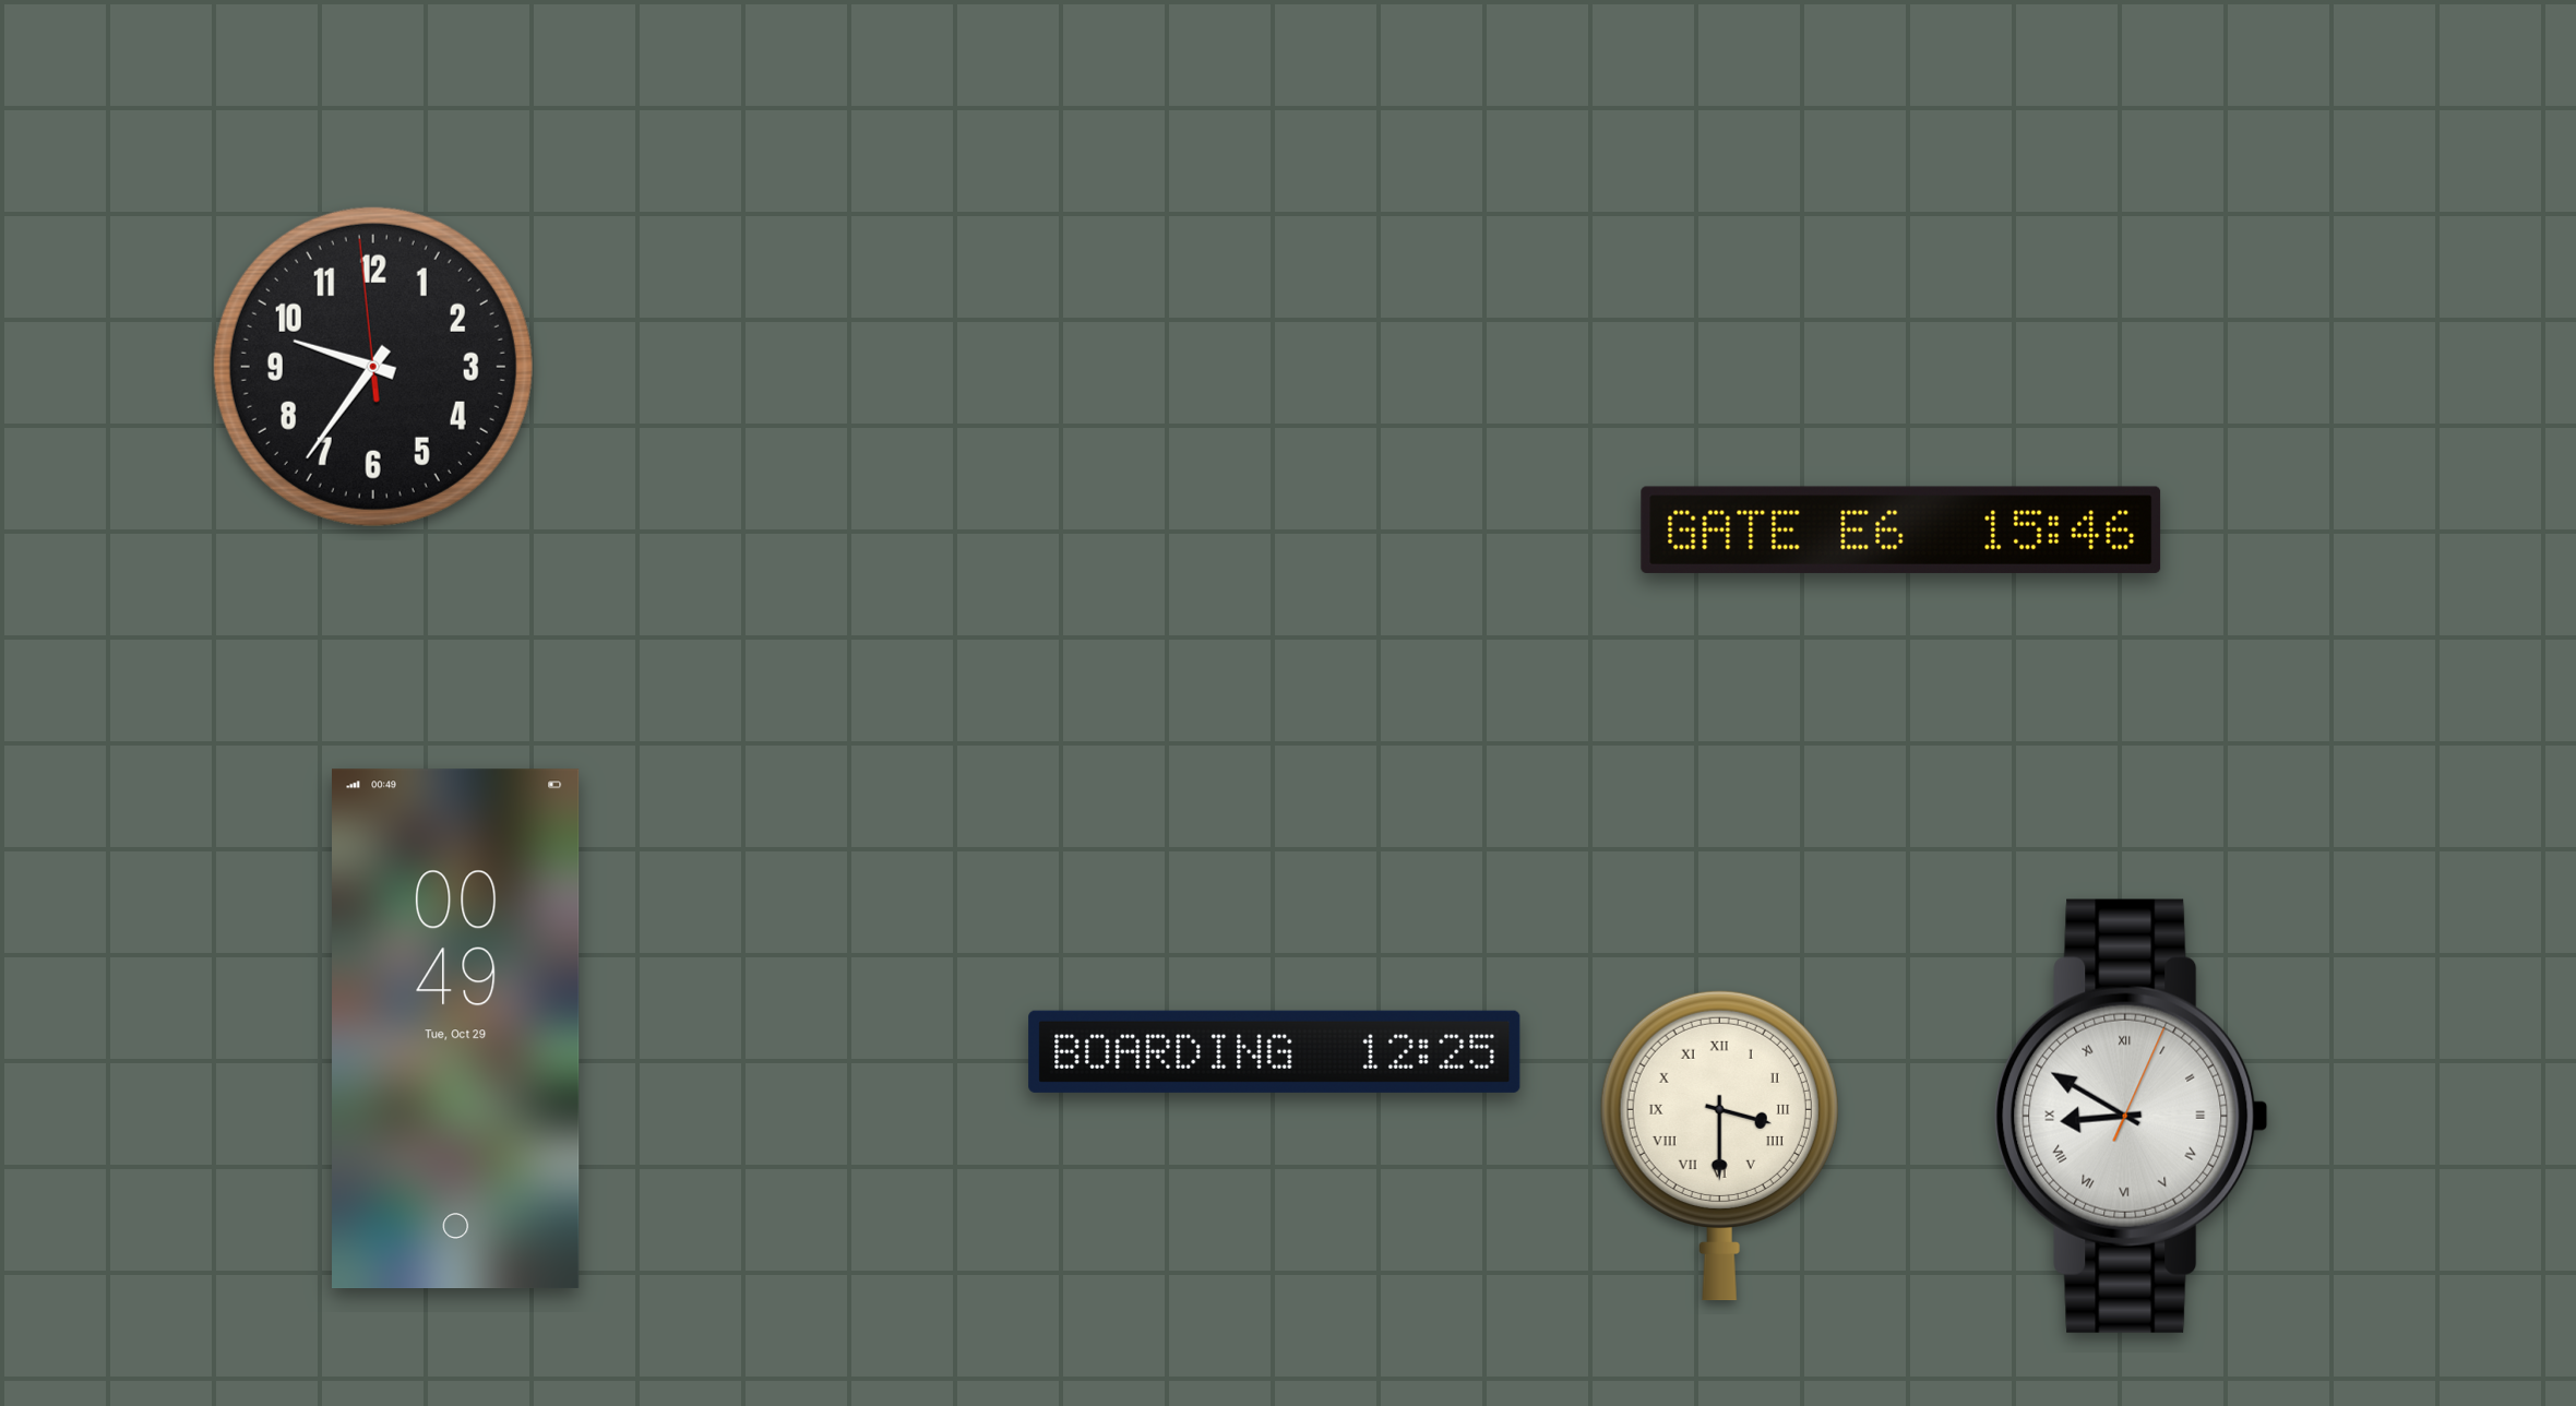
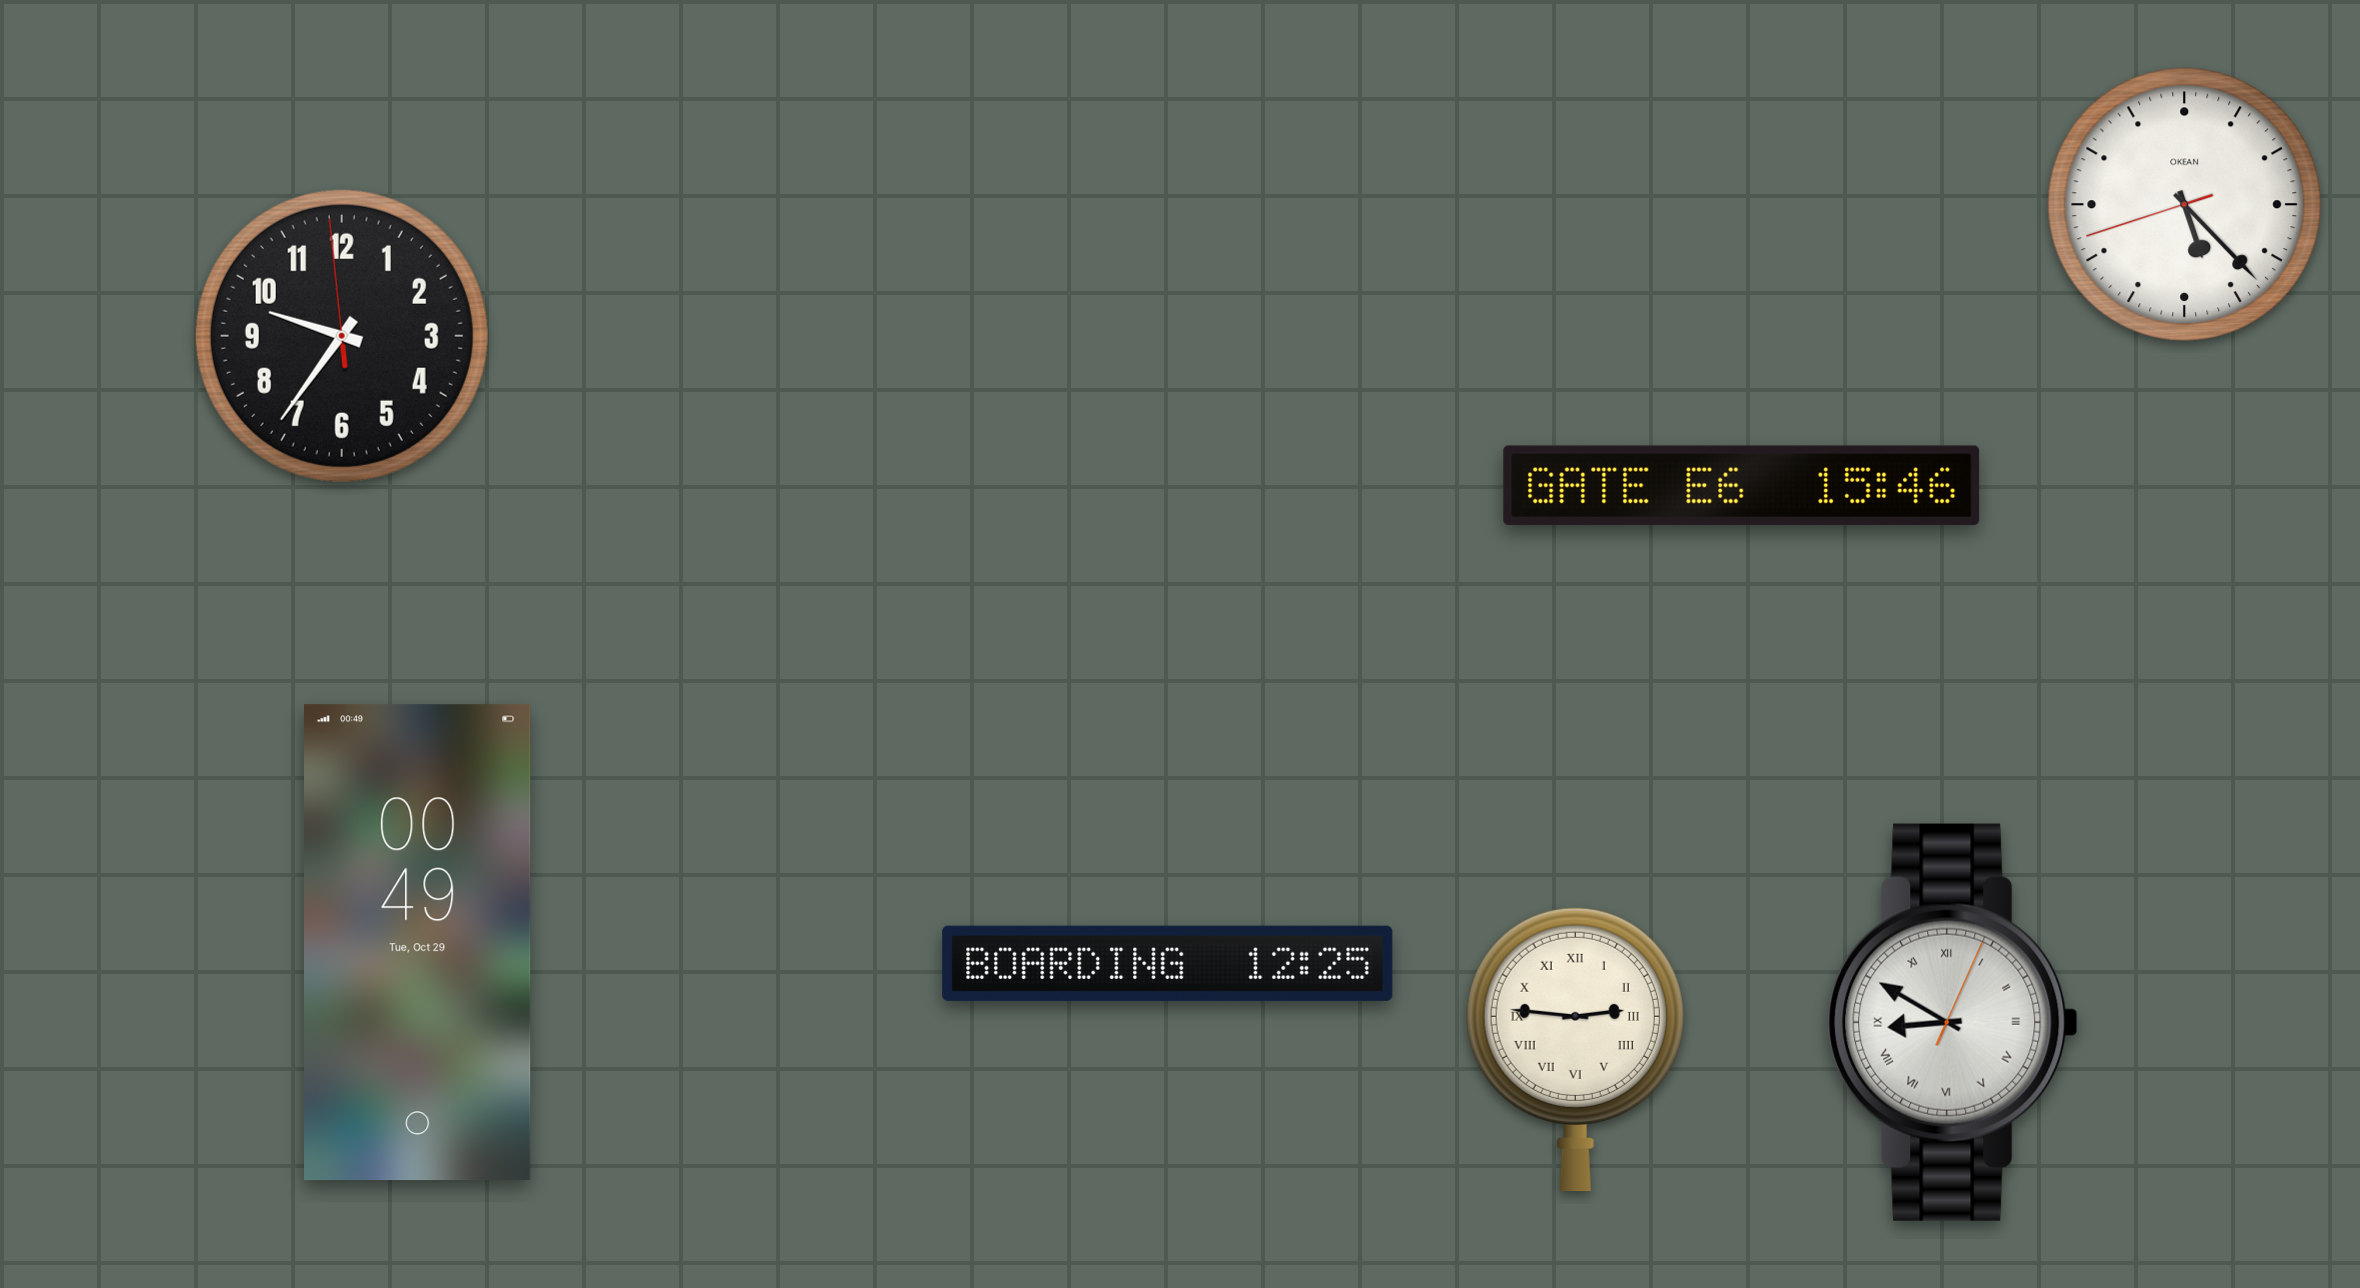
clock at (2185, 205): none -> 5:22
clock at (1719, 1145): 3:30 -> 2:46
